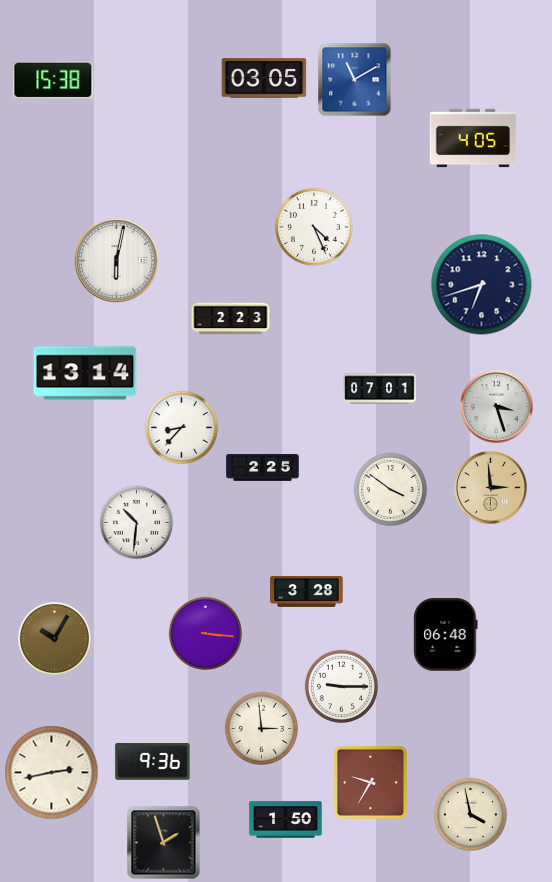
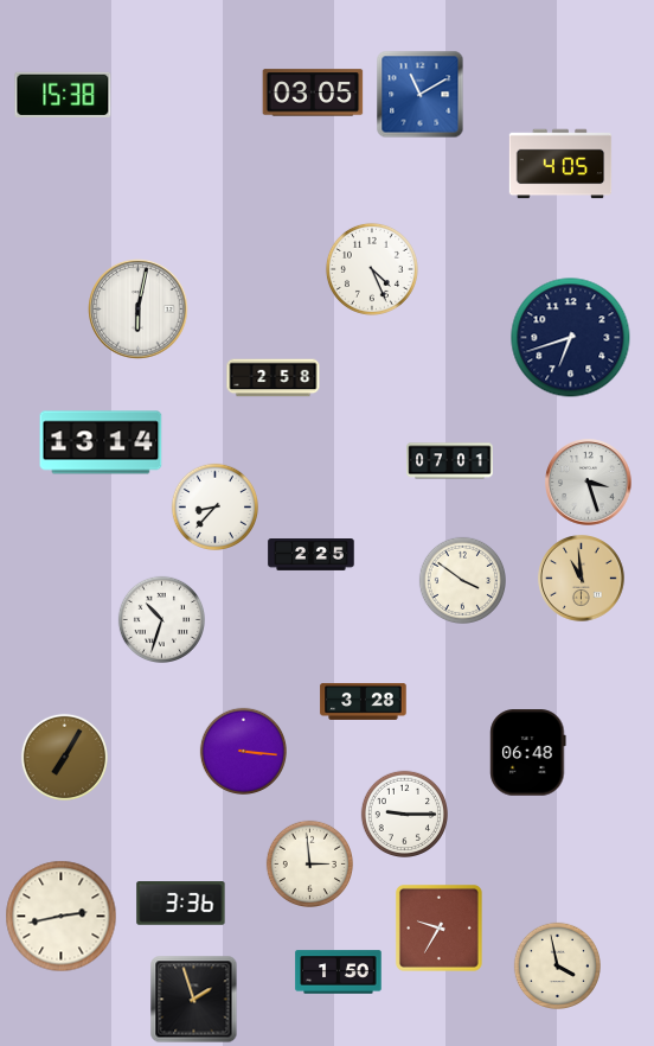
clock at (231, 319): 2:23 -> 2:58
clock at (491, 488): 2:59 -> 10:59
clock at (136, 522): 10:31 -> 10:33
clock at (54, 638): 10:05 -> 7:05
clock at (153, 762): 9:36 -> 3:36
